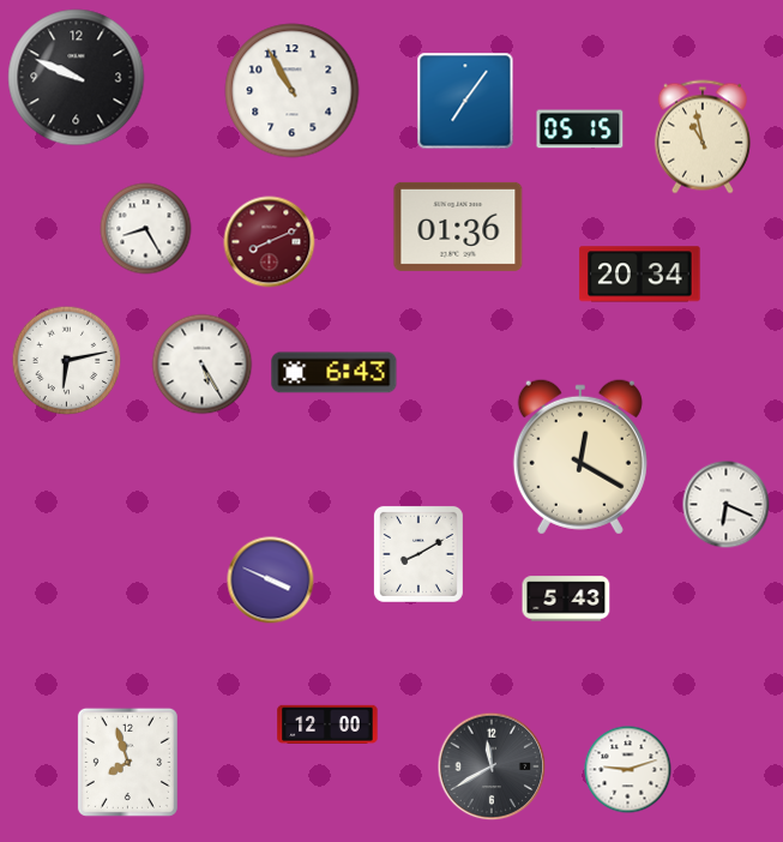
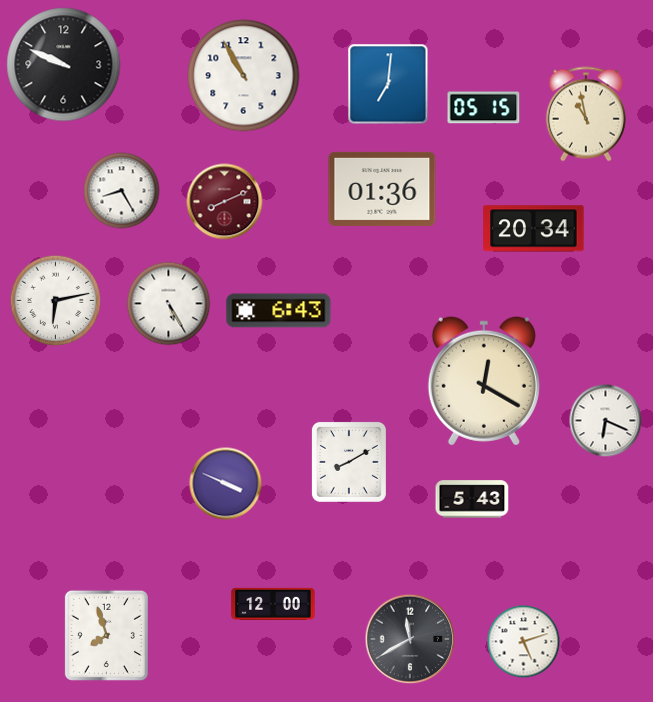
clock at (465, 101): 7:06 -> 7:01
clock at (628, 770): 9:12 -> 5:12
